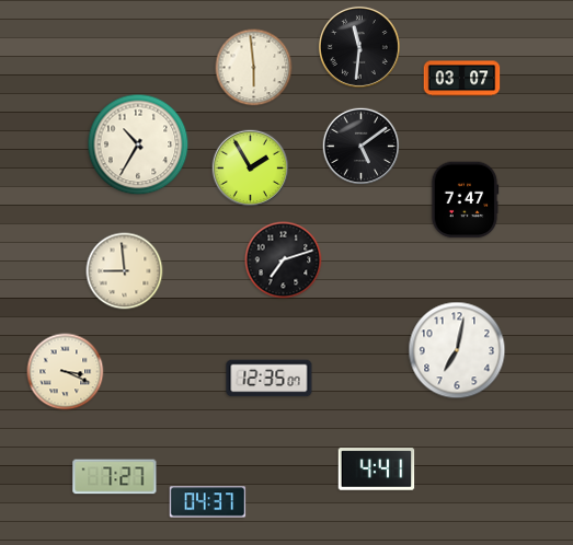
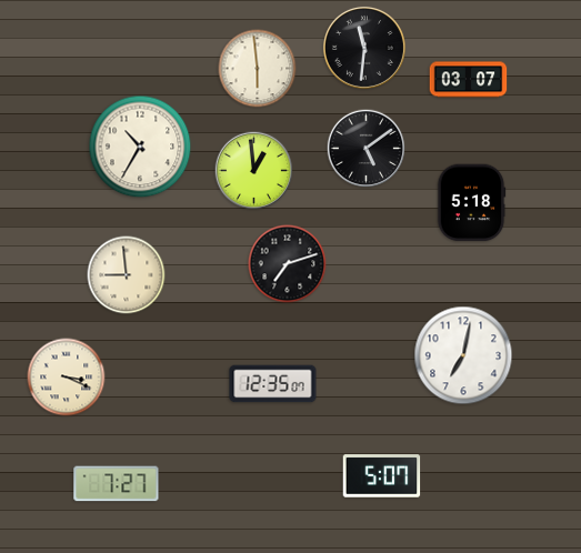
clock at (251, 169): 1:55 -> 12:59
clock at (465, 200): 7:47 -> 5:18
clock at (377, 469): 4:41 -> 5:07
clock at (208, 502): 04:37 -> none
